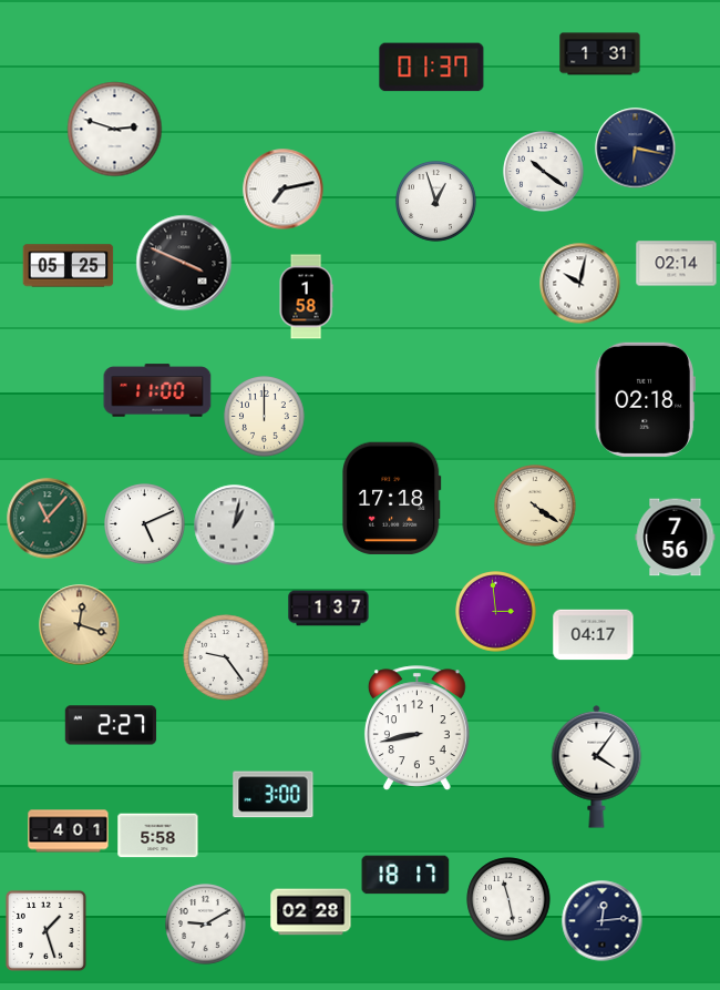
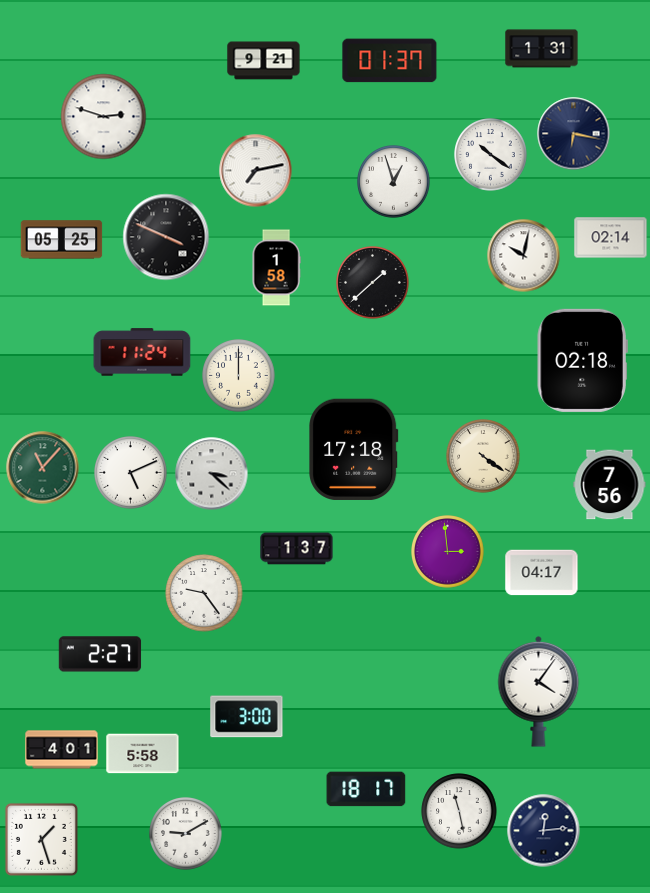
clock at (264, 61): none -> 9:21
clock at (373, 283): none -> 1:38
clock at (157, 390): 11:00 -> 11:24
clock at (235, 525): 1:02 -> 3:22
clock at (80, 625): 12:18 -> none
clock at (594, 635) position: (594, 635) -> (542, 573)
clock at (416, 728): 8:43 -> none
clock at (311, 912): 02:28 -> none
